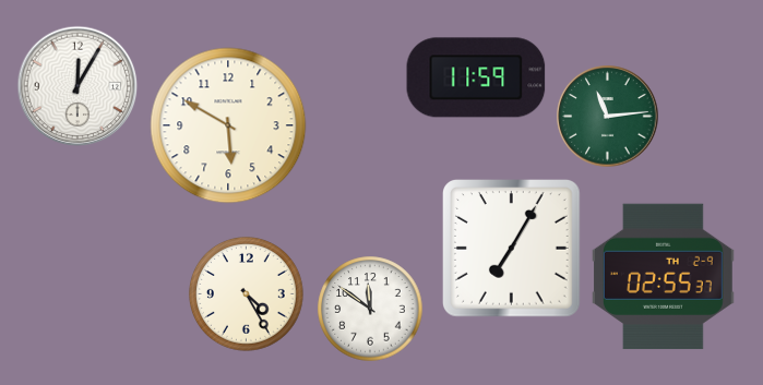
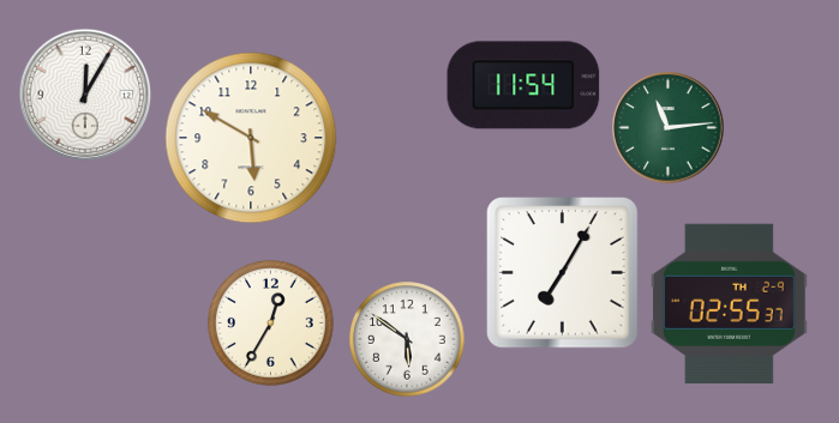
clock at (476, 77): 11:59 -> 11:54
clock at (246, 293): 4:25 -> 12:35
clock at (370, 309): 11:51 -> 5:51
